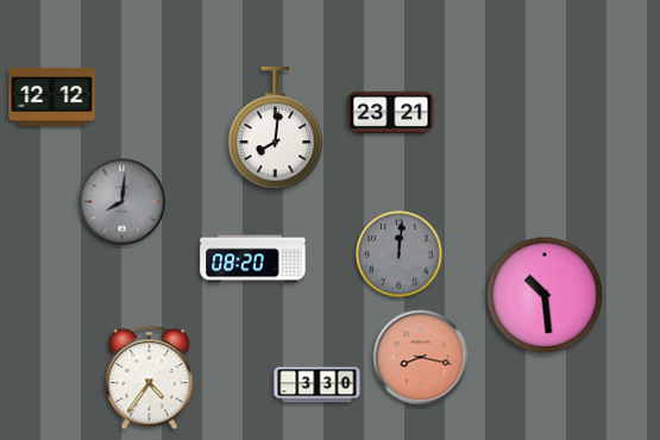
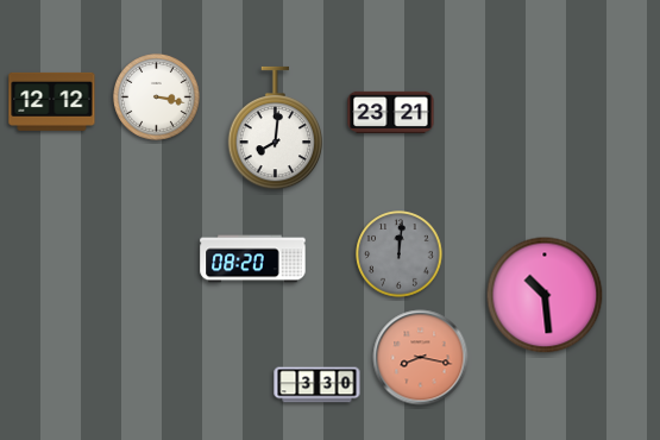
clock at (52, 96) position: (52, 96) -> (52, 101)
clock at (157, 98): none -> 3:17
clock at (122, 202): 8:01 -> none
clock at (150, 378): 4:36 -> none
